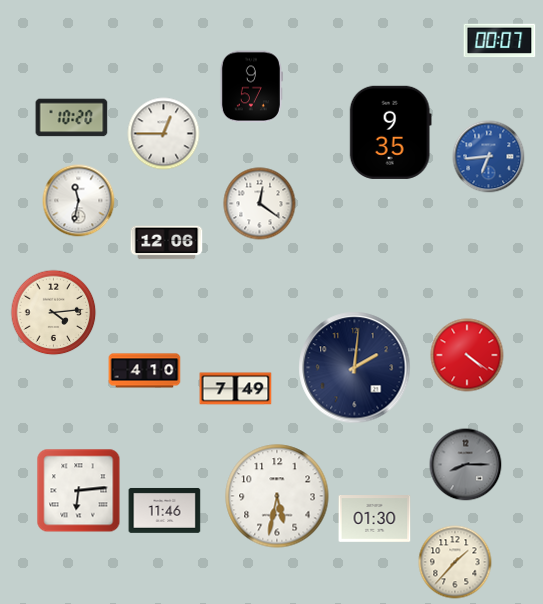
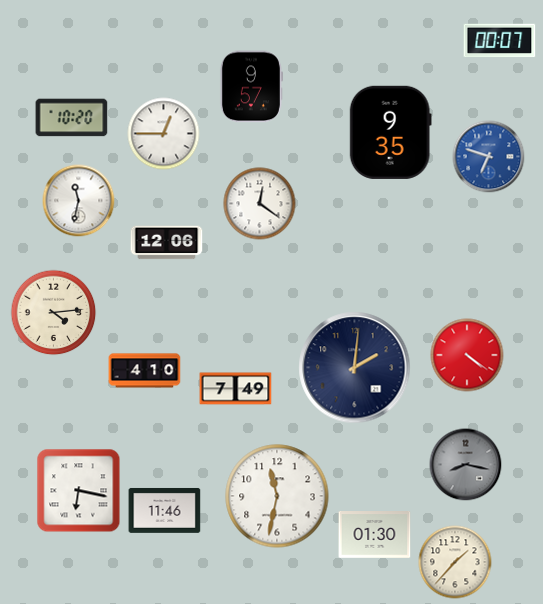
clock at (489, 157): 6:44 -> 6:48
clock at (466, 465): 8:15 -> 8:17
clock at (79, 491): 6:14 -> 6:17
clock at (277, 496): 5:32 -> 11:32
clock at (375, 519) position: (375, 519) -> (375, 535)
